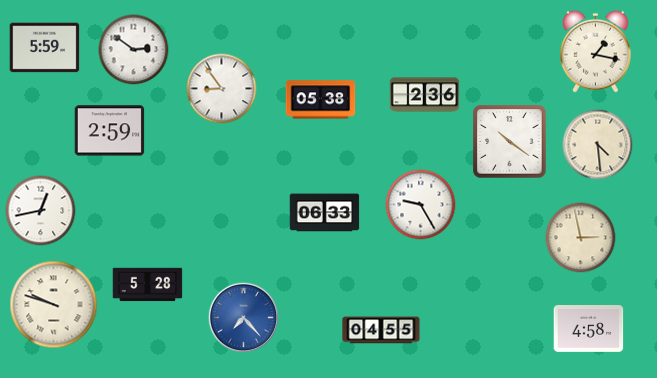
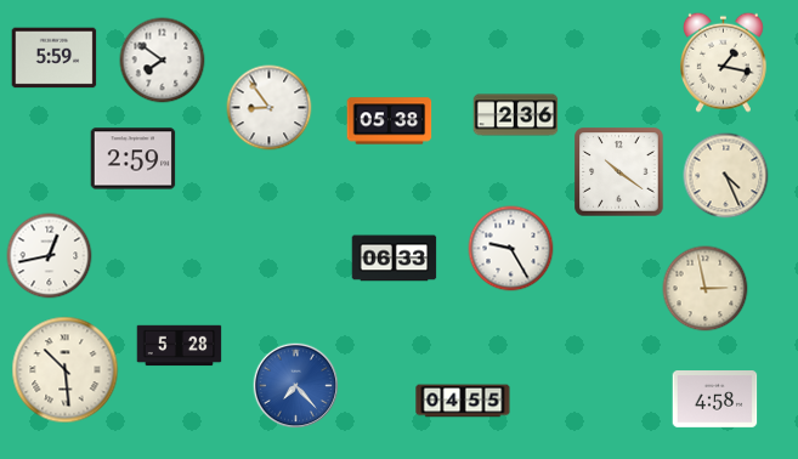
clock at (134, 50): 2:51 -> 7:51
clock at (598, 145): 4:29 -> 4:26
clock at (54, 305): 9:48 -> 10:29
